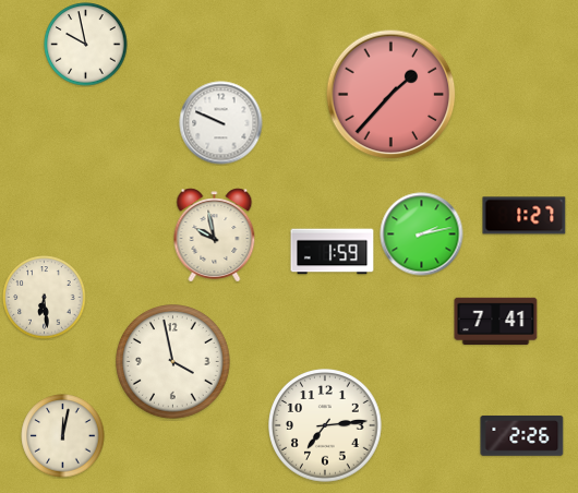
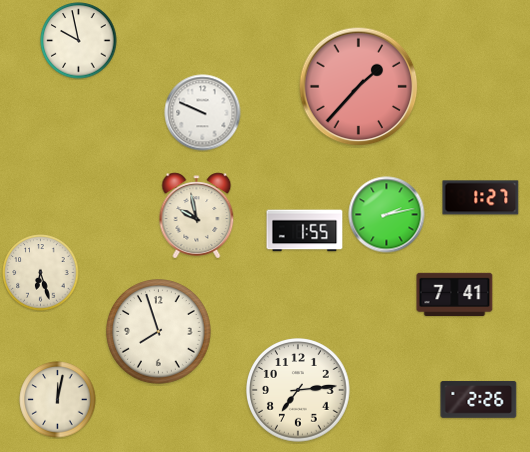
clock at (333, 252): 1:59 -> 1:55
clock at (45, 298): 6:29 -> 6:27
clock at (173, 362): 3:58 -> 7:57
